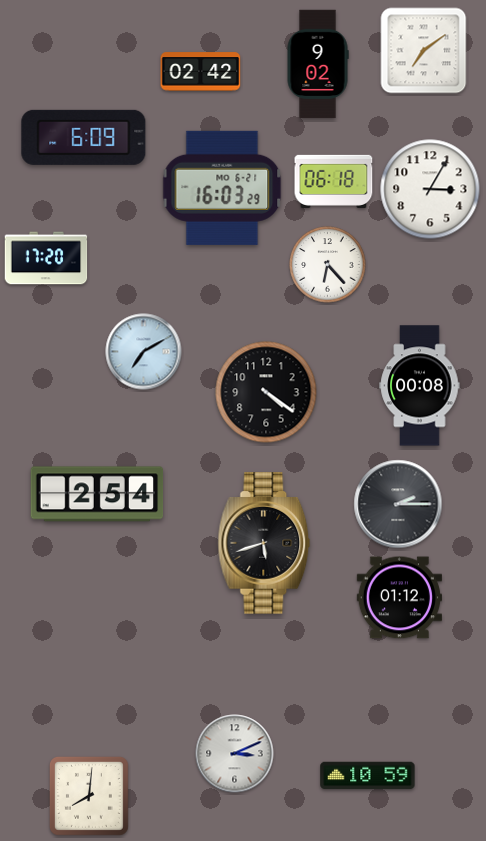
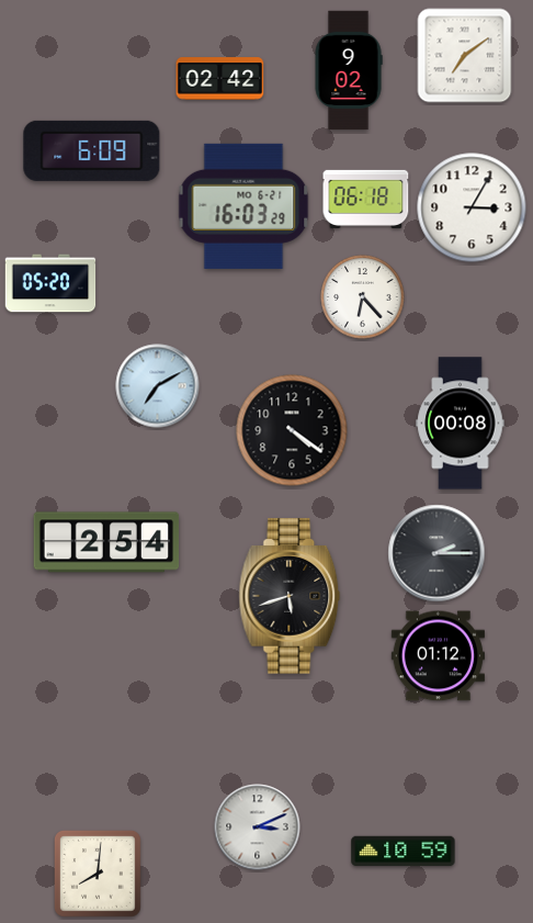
clock at (46, 258): 17:20 -> 05:20
clock at (328, 265) position: (328, 265) -> (363, 297)
